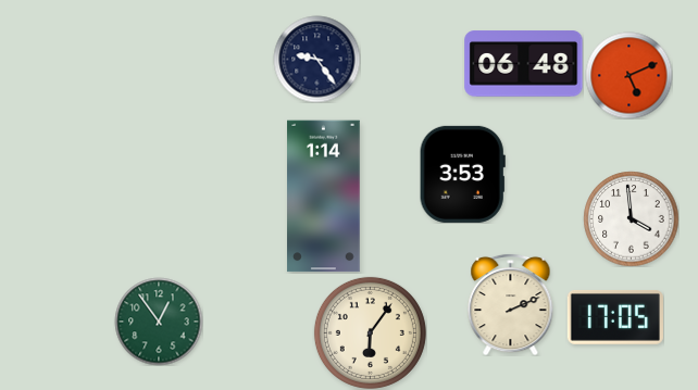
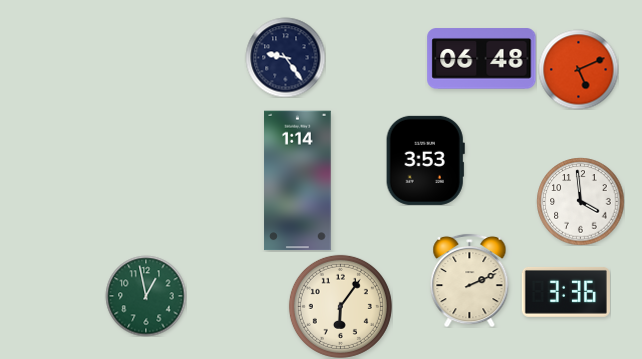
clock at (316, 59) position: (316, 59) -> (285, 57)
clock at (615, 317): 17:05 -> 3:36
clock at (159, 322): 12:54 -> 12:58
